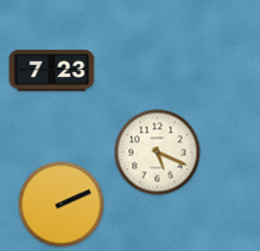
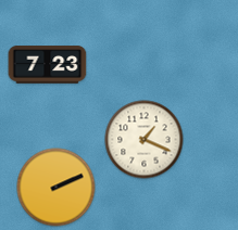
clock at (158, 153): 5:19 -> 1:19
